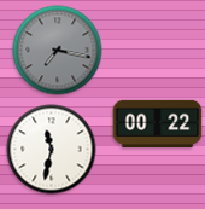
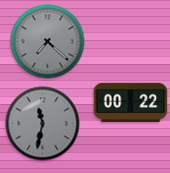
clock at (58, 51): 7:17 -> 7:22
clock at (52, 150) dial: white -> grey
